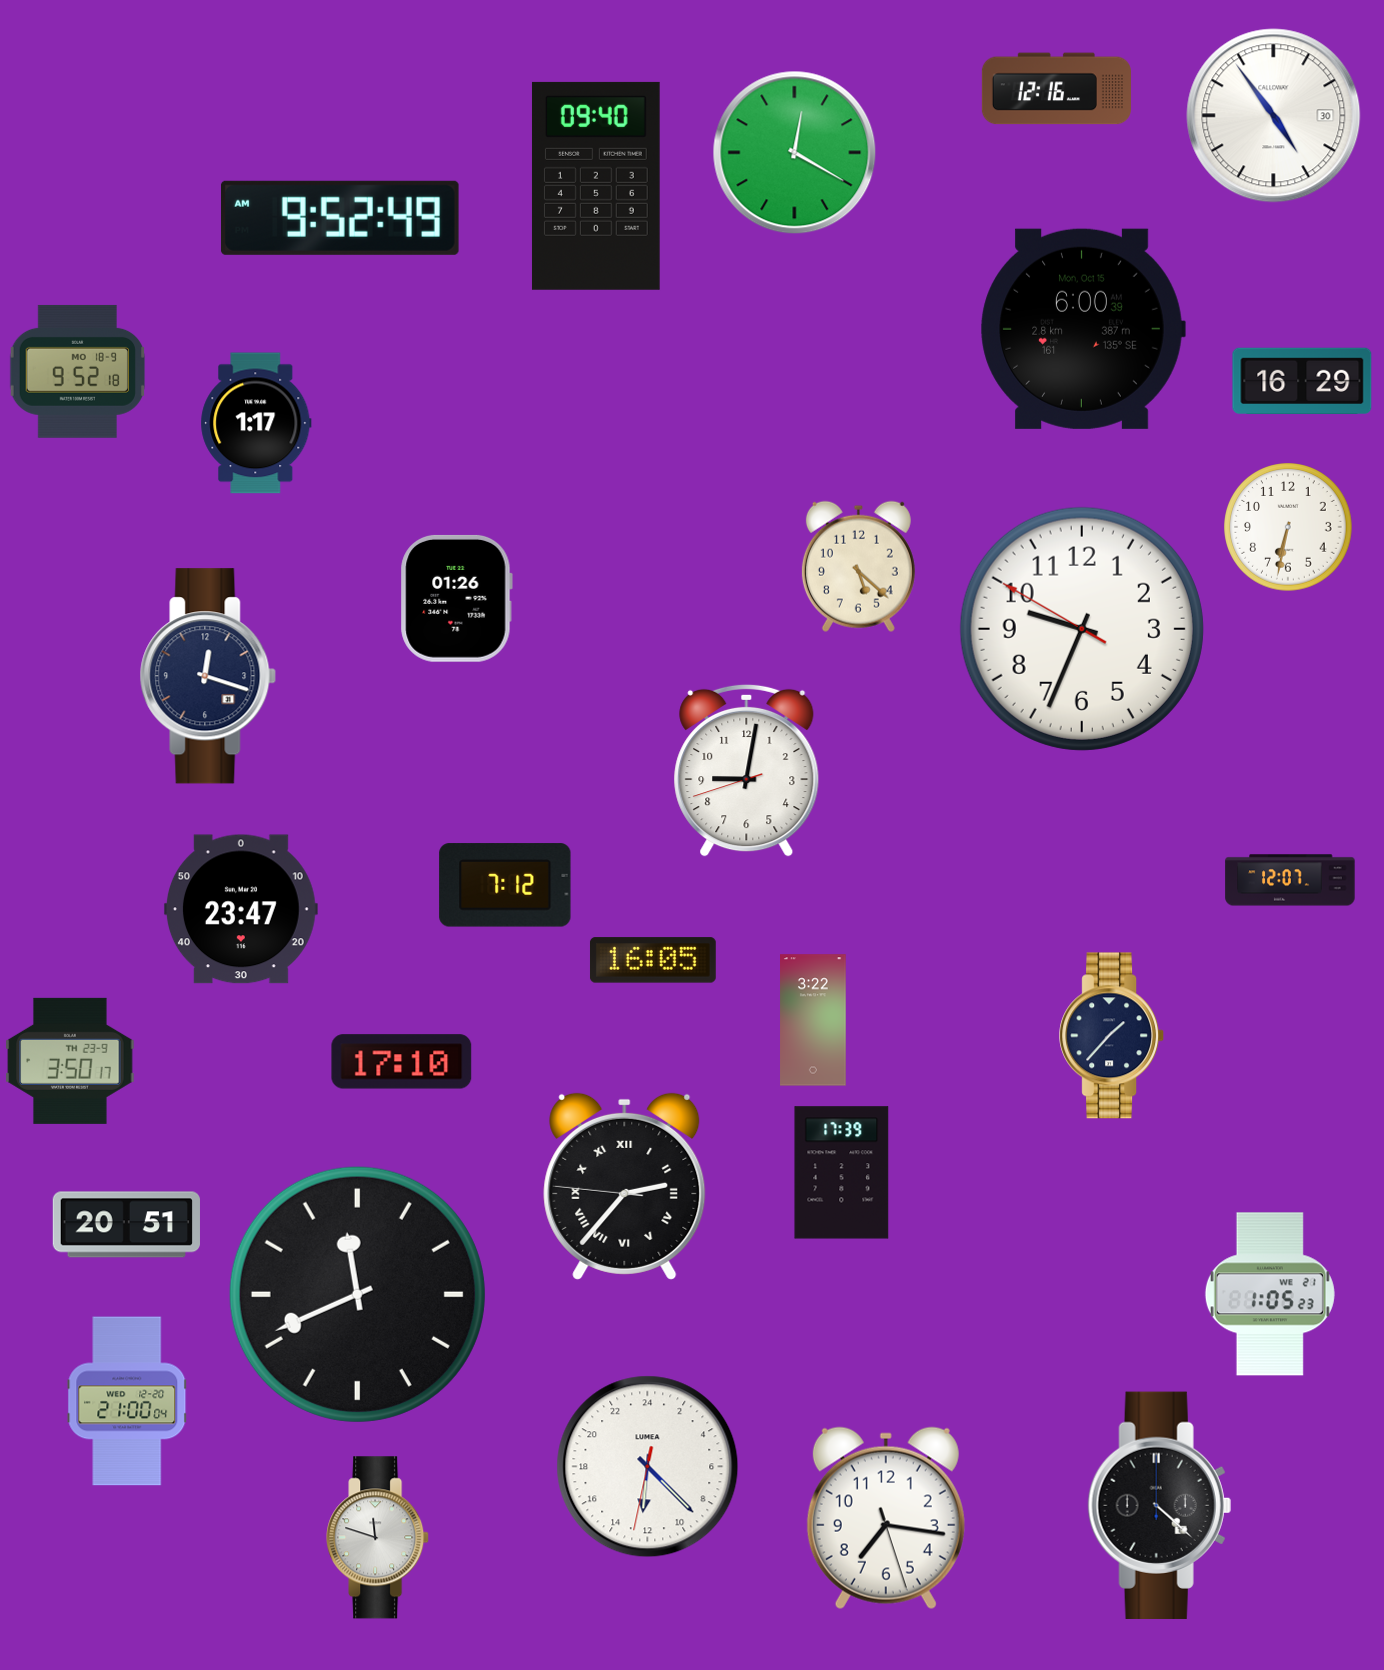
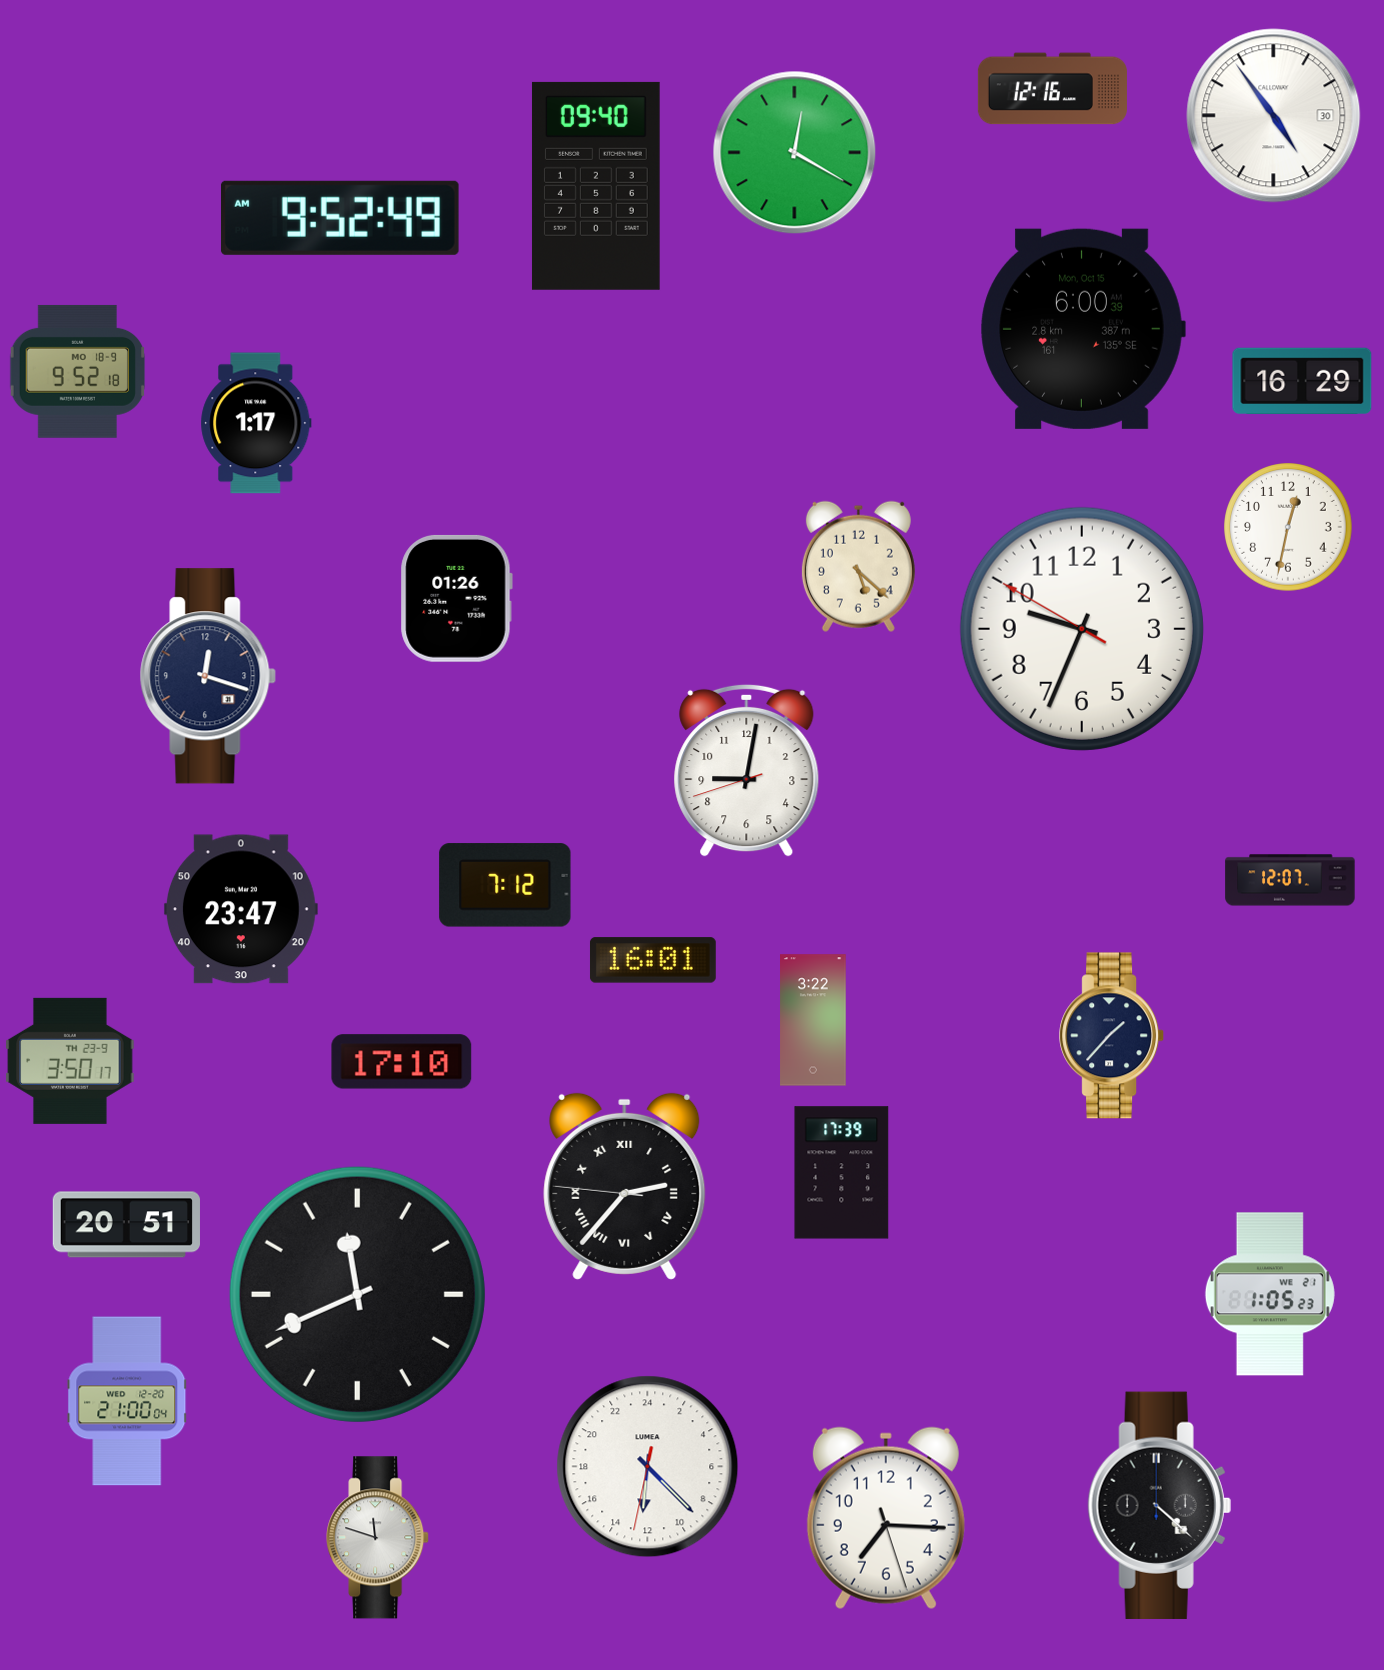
clock at (1056, 89) position: (1056, 89) -> (1052, 89)
clock at (1288, 527): 6:32 -> 12:32
clock at (653, 960): 16:05 -> 16:01
clock at (886, 1518): 7:16 -> 7:15
